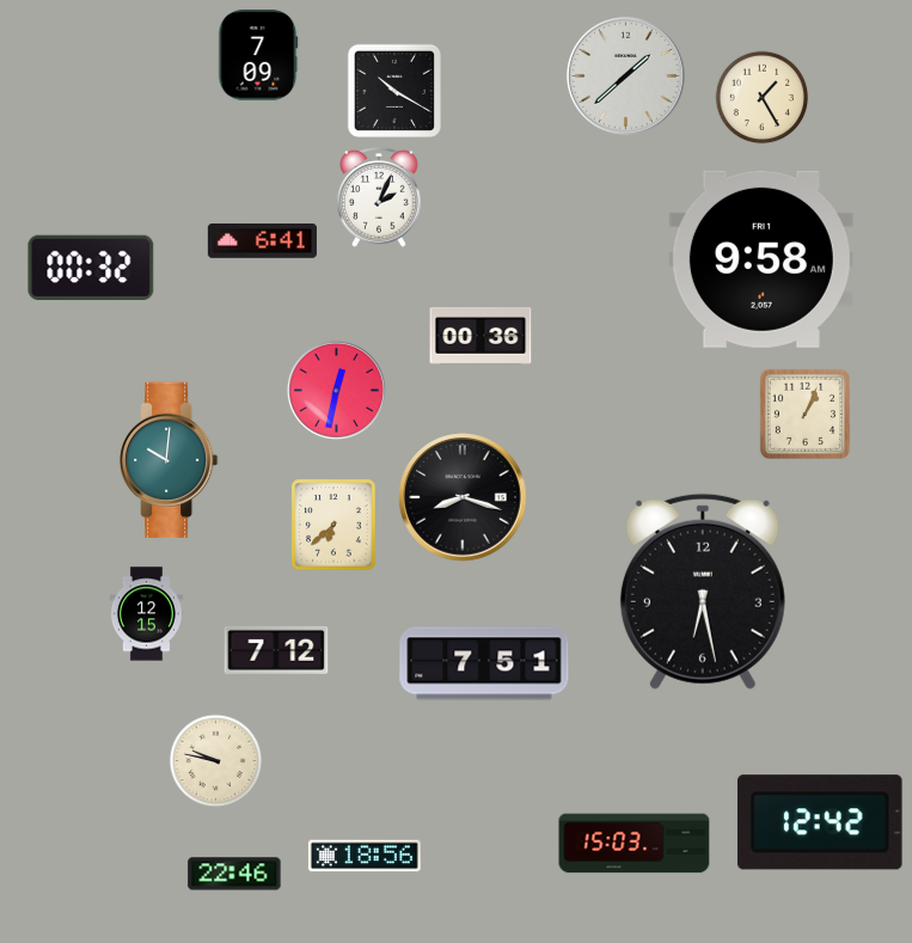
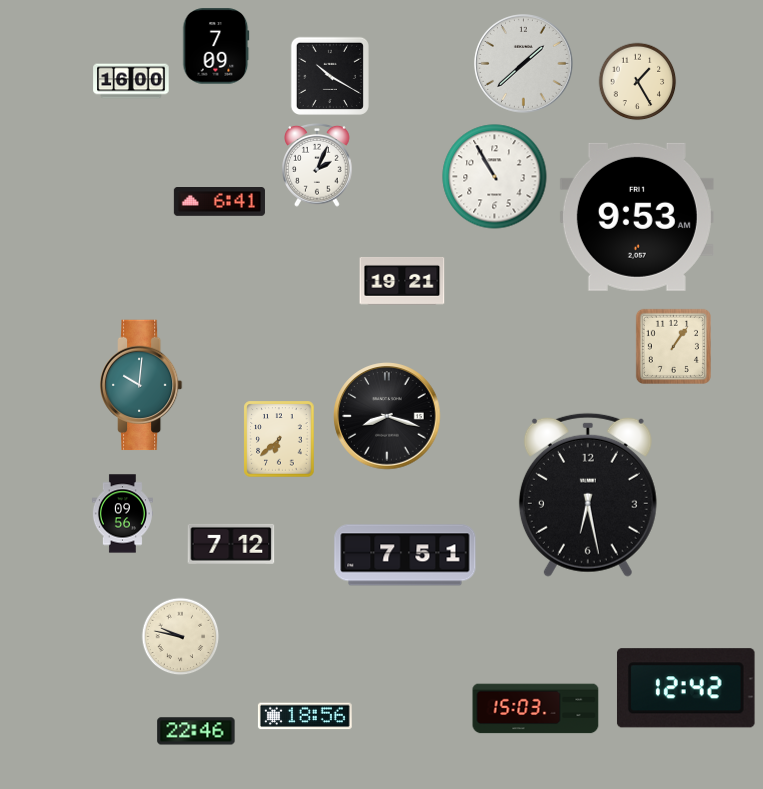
clock at (131, 81): none -> 16:00
clock at (495, 177): none -> 10:55
clock at (761, 259): 9:58 -> 9:53
clock at (91, 268): 00:32 -> none
clock at (481, 336): 00:36 -> 19:21
clock at (336, 390): 12:32 -> none
clock at (804, 414): 1:04 -> 1:06
clock at (146, 614): 12:15 -> 09:56
clock at (635, 844) position: (635, 844) -> (536, 709)
